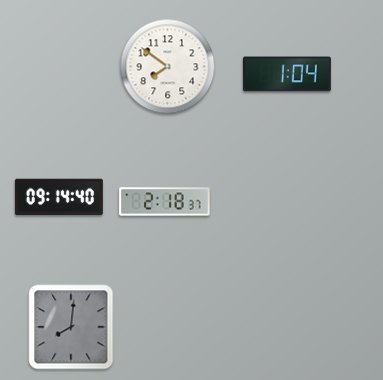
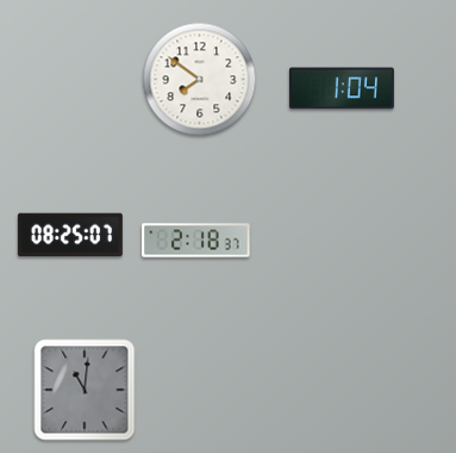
clock at (59, 197): 09:14 -> 08:25
clock at (71, 327): 8:01 -> 11:01
